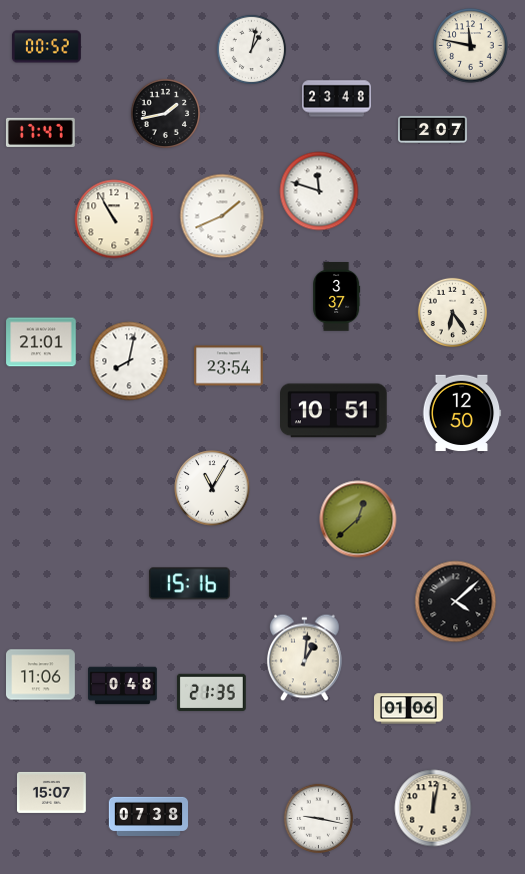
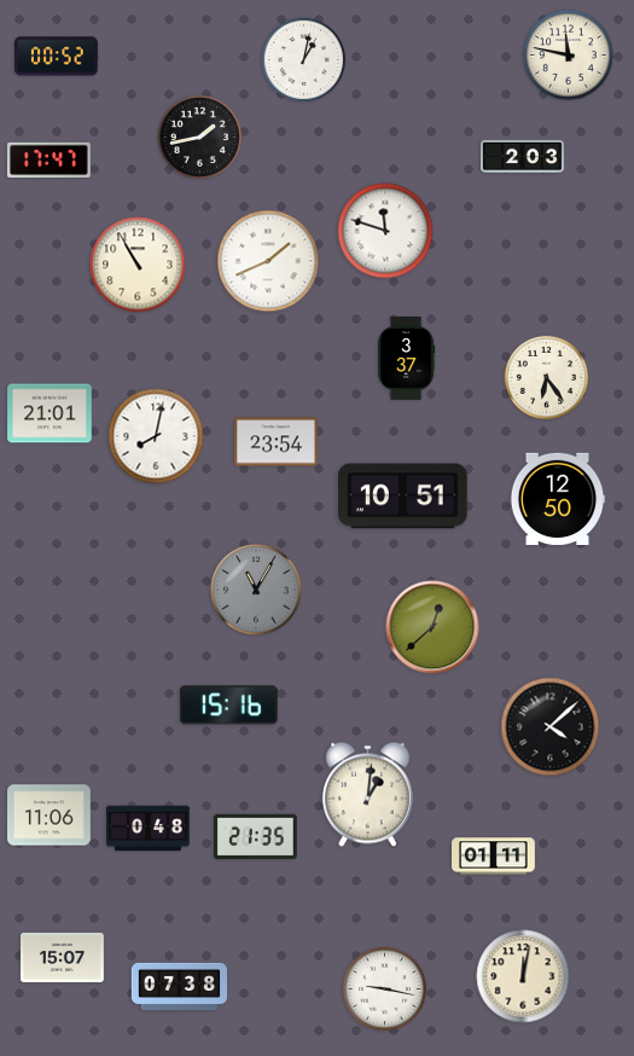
clock at (337, 99): 23:48 -> none
clock at (433, 129): 2:07 -> 2:03
clock at (212, 488) dial: white -> grey
clock at (409, 709): 01:06 -> 01:11
